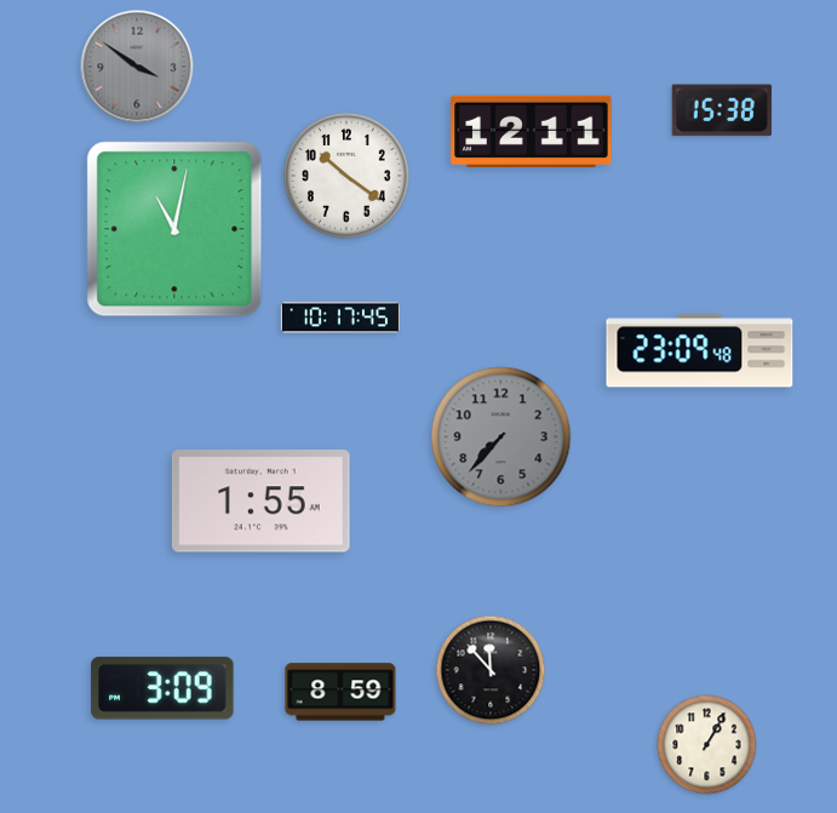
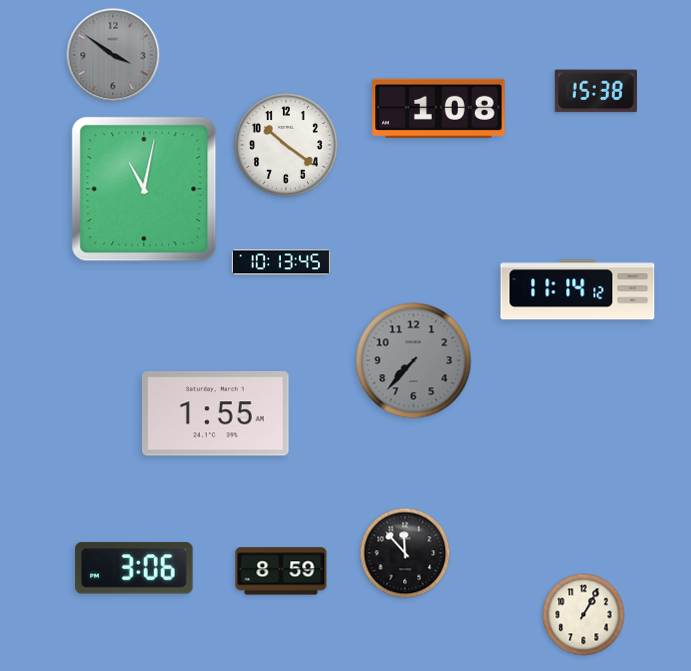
clock at (532, 131): 12:11 -> 1:08
clock at (340, 317): 10:17 -> 10:13
clock at (700, 351): 23:09 -> 11:14
clock at (162, 688): 3:09 -> 3:06
